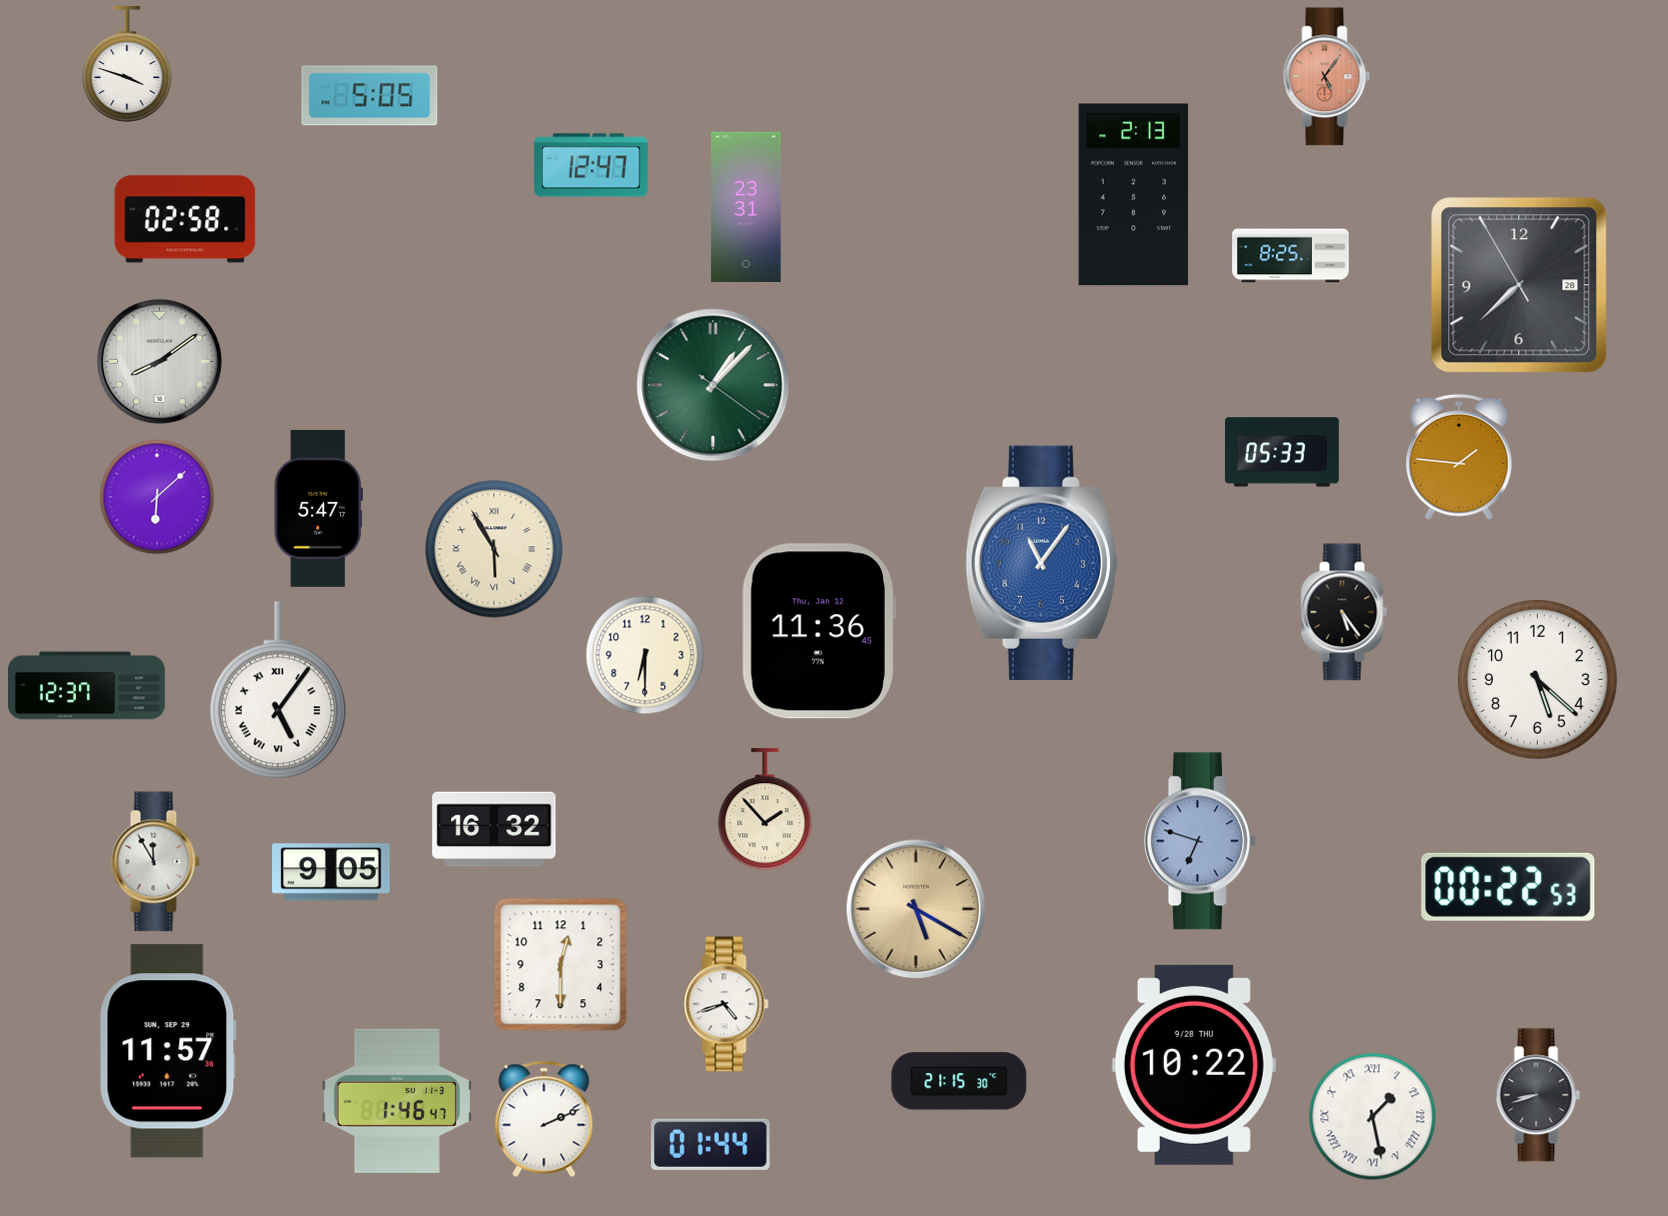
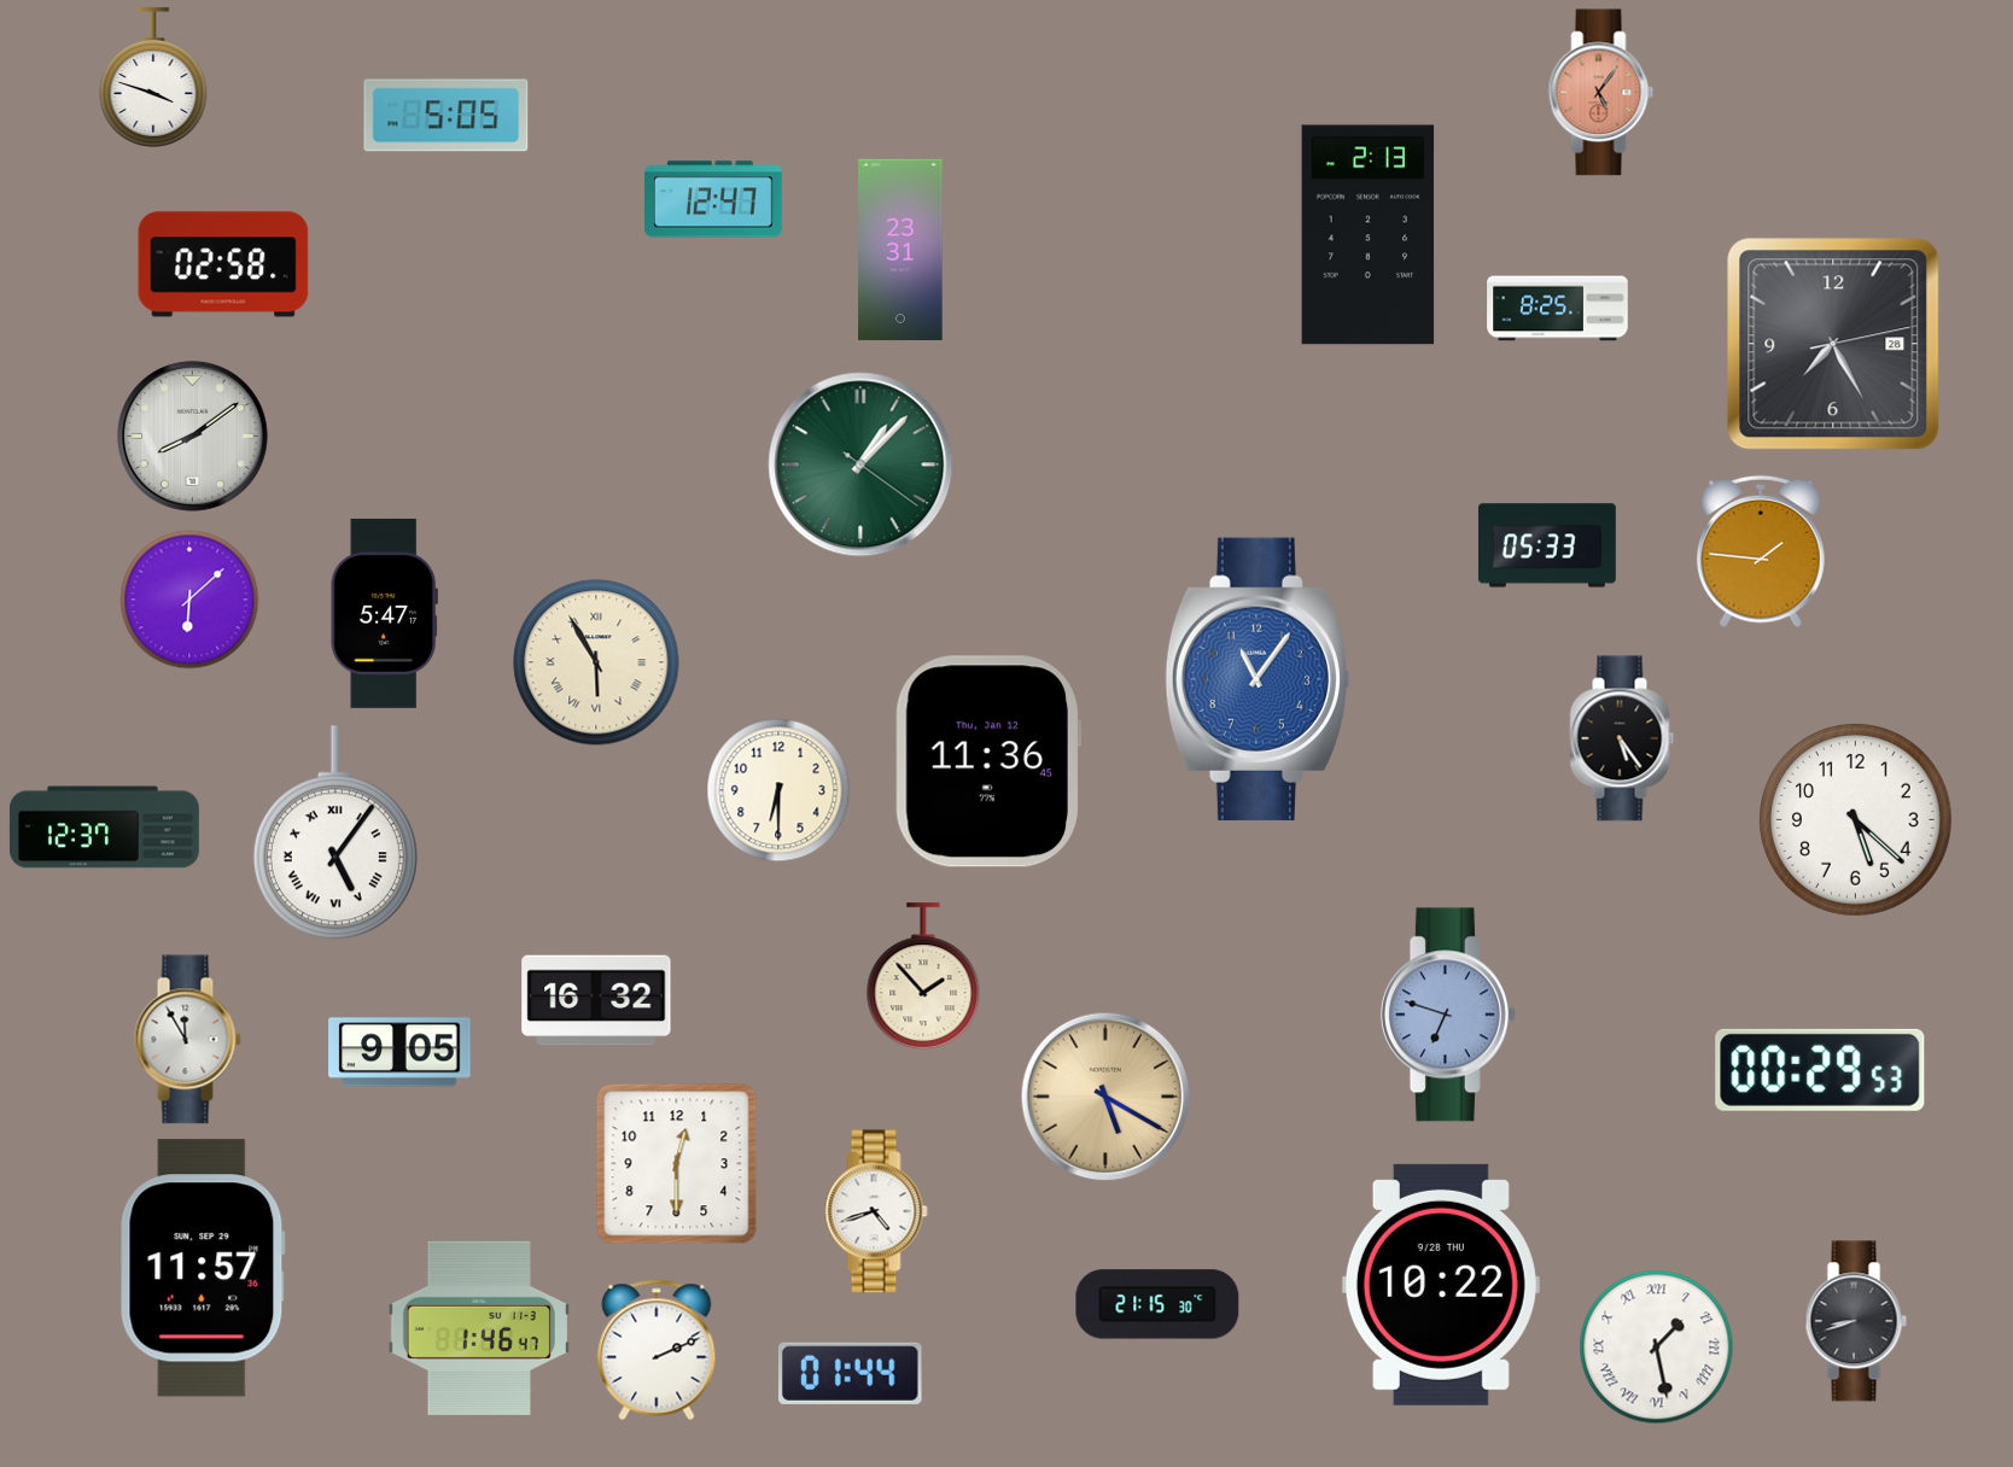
clock at (1519, 285): 7:37 -> 7:25
clock at (1508, 887): 00:22 -> 00:29
clock at (711, 1144) position: (711, 1144) -> (851, 1373)
